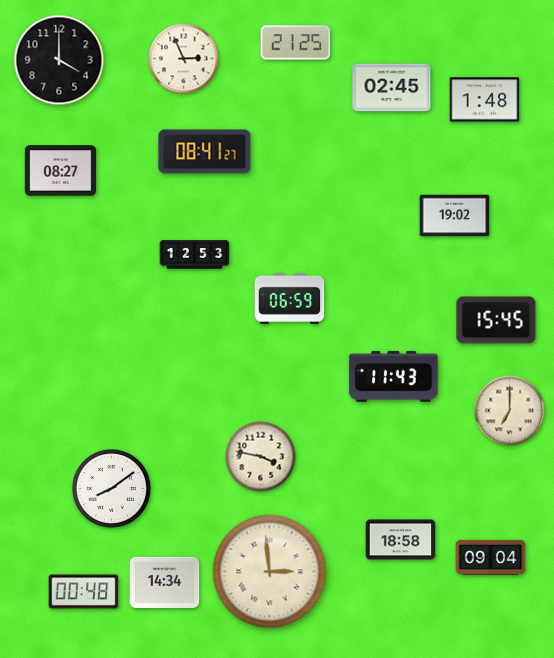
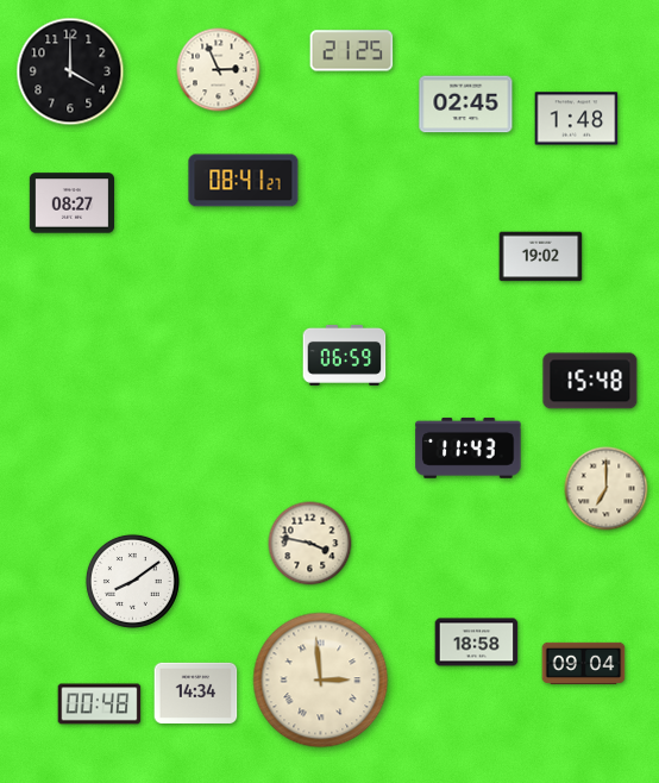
clock at (195, 255): 12:53 -> none
clock at (496, 320): 15:45 -> 15:48
